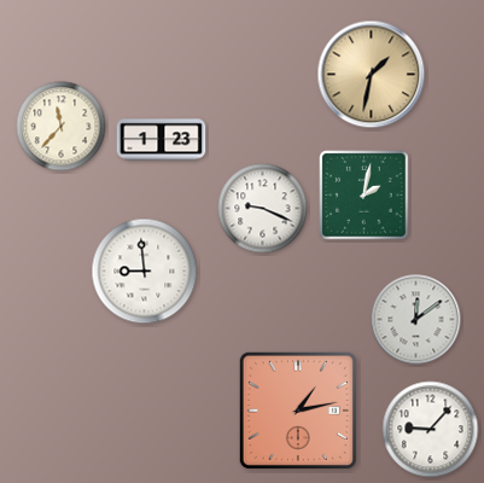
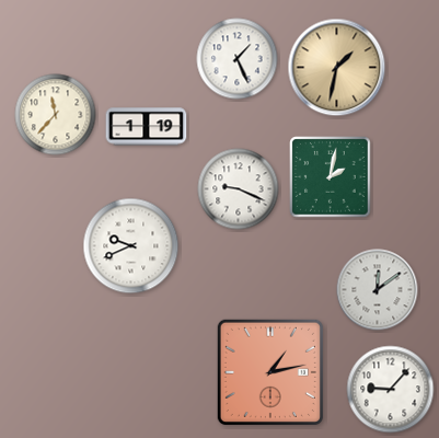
clock at (238, 59): none -> 1:26
clock at (162, 140): 1:23 -> 1:19
clock at (145, 272): 8:59 -> 9:41
